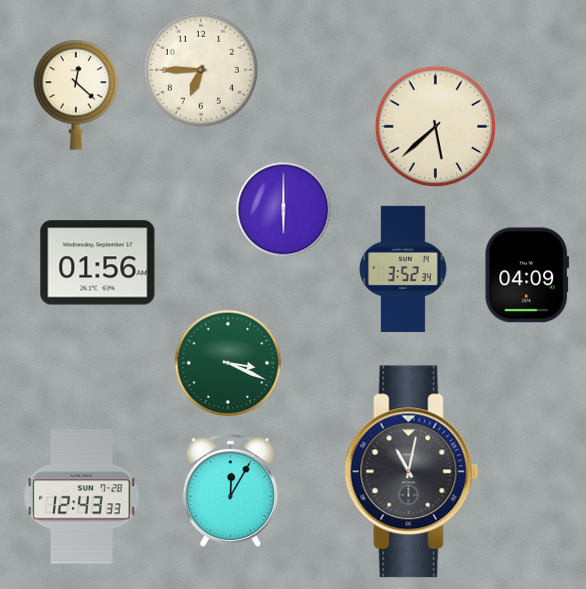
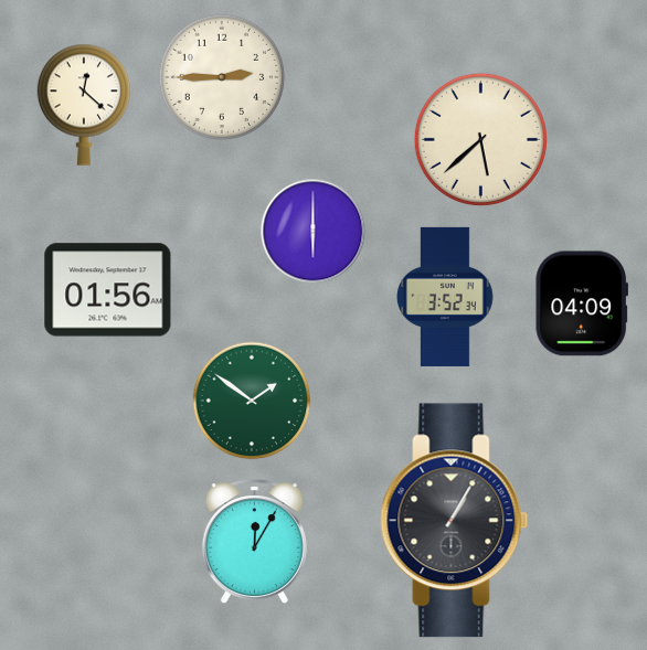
clock at (200, 69): 6:45 -> 2:45
clock at (228, 363): 3:19 -> 1:51
clock at (412, 472): 11:02 -> 1:05
clock at (82, 497): 12:43 -> none
